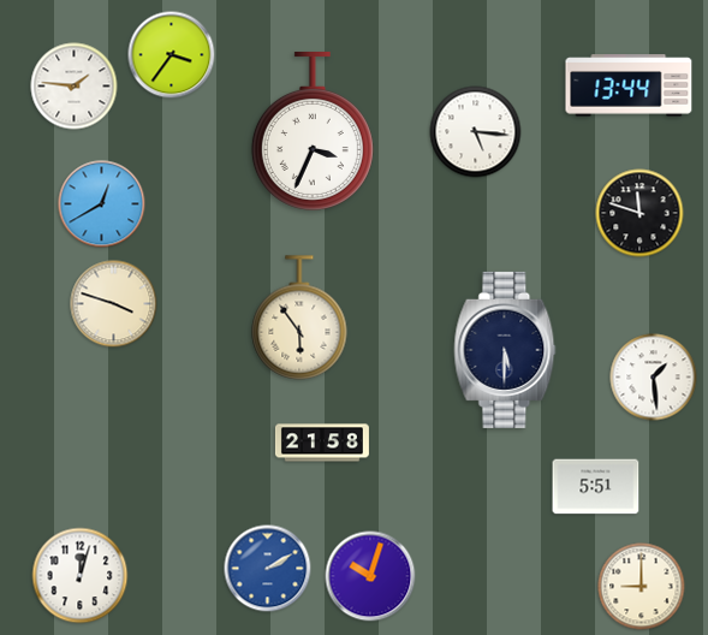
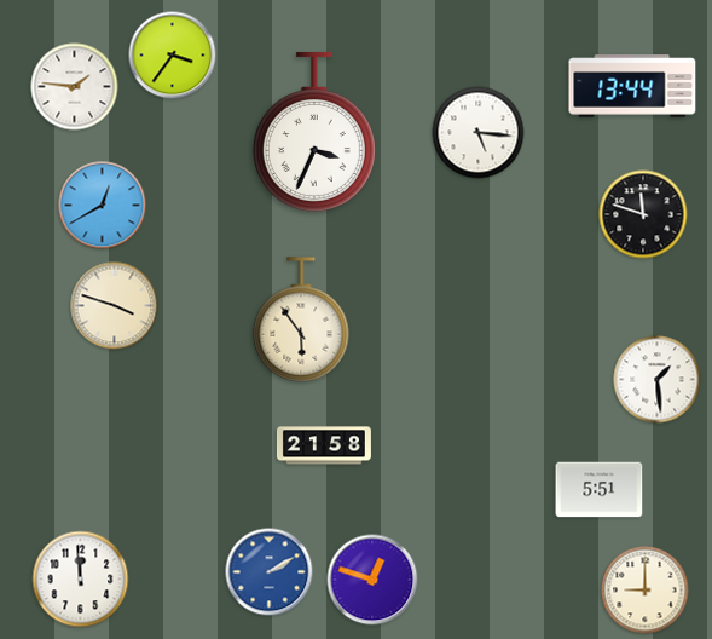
clock at (505, 350): 5:30 -> none
clock at (81, 576): 12:03 -> 11:59
clock at (370, 576): 10:03 -> 12:48
